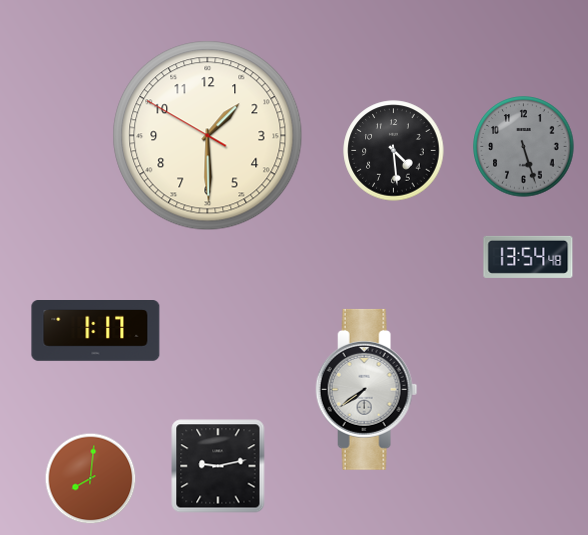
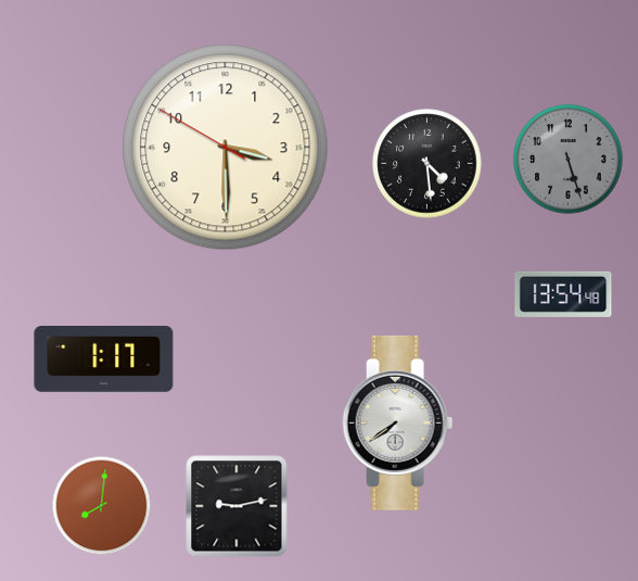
clock at (208, 136): 1:29 -> 3:29
clock at (528, 257) position: (528, 257) -> (563, 294)
clock at (91, 479) position: (91, 479) -> (102, 506)
